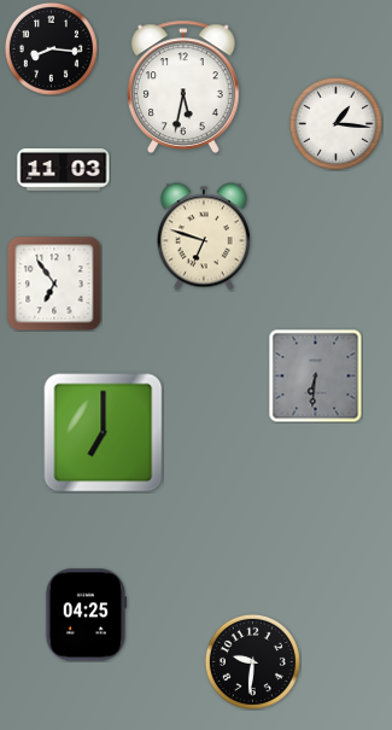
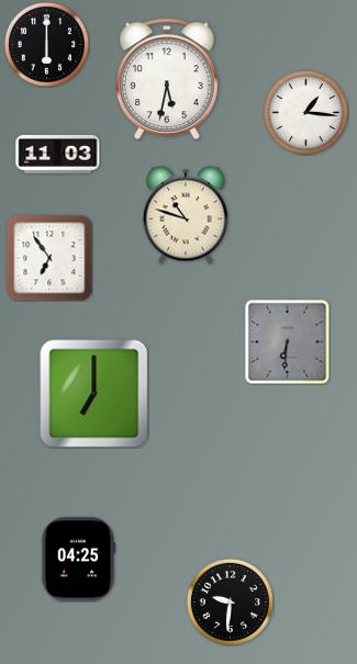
clock at (51, 48): 8:16 -> 6:00
clock at (204, 236): 6:48 -> 10:48
